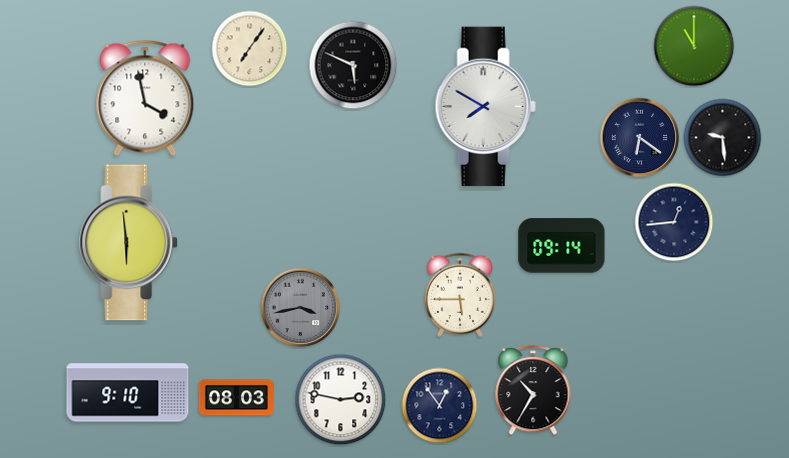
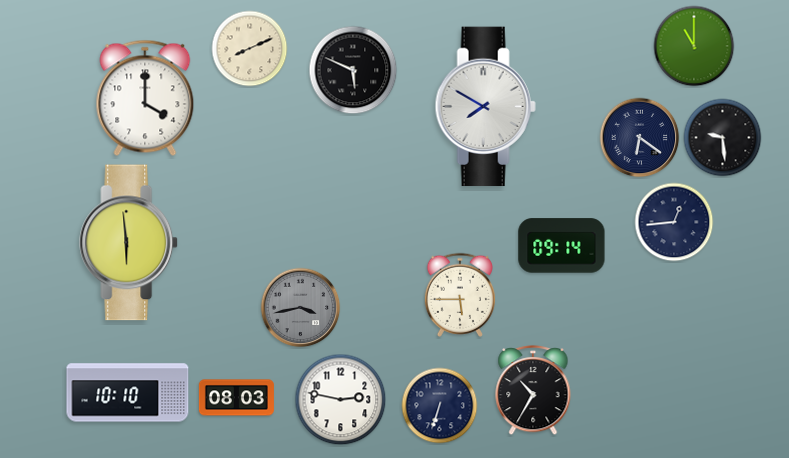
clock at (250, 49): 7:06 -> 8:11
clock at (353, 65) position: (353, 65) -> (353, 70)
clock at (145, 98): 3:58 -> 4:00
clock at (128, 393): 9:10 -> 10:10
clock at (440, 406): 12:54 -> 6:33
